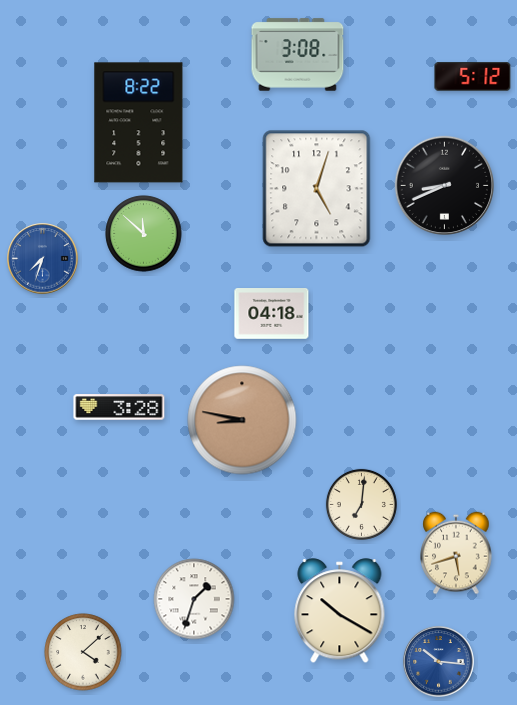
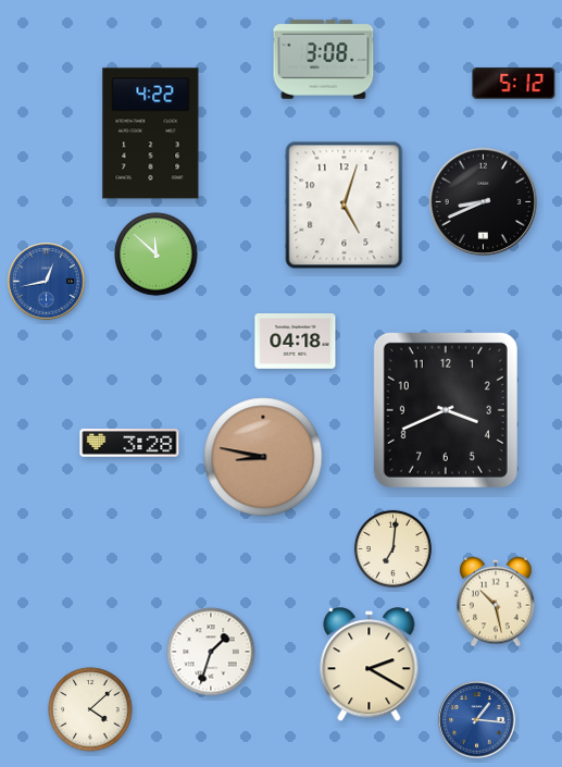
clock at (139, 123): 8:22 -> 4:22
clock at (43, 259): 7:33 -> 12:43
clock at (446, 410): none -> 3:41
clock at (456, 553): 5:42 -> 10:28
clock at (340, 611): 10:20 -> 2:20
clock at (439, 662): 10:16 -> 1:16
